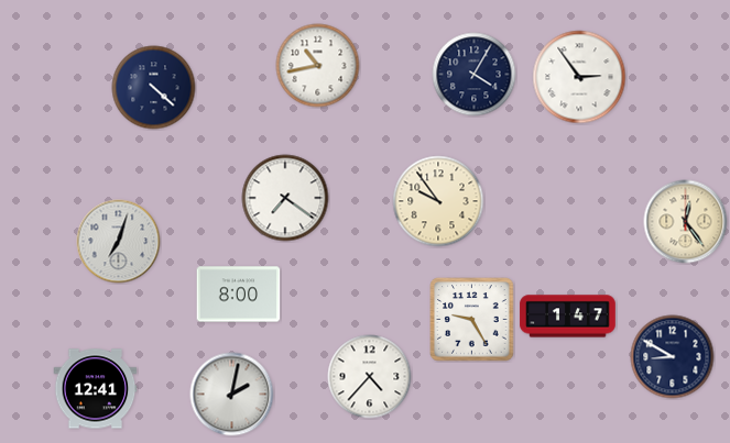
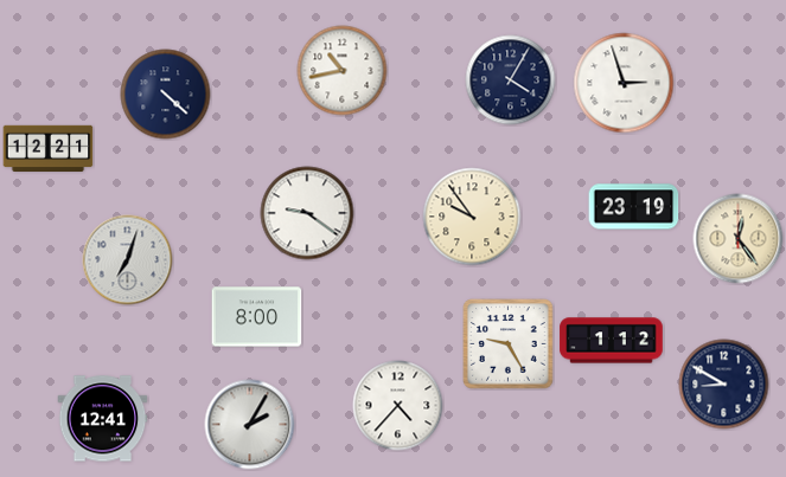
clock at (579, 77): 2:54 -> 2:57
clock at (49, 148): none -> 12:21
clock at (634, 207): none -> 23:19
clock at (285, 198): 7:21 -> 9:21
clock at (568, 317): 1:47 -> 1:12
clock at (232, 395): 2:02 -> 2:05
